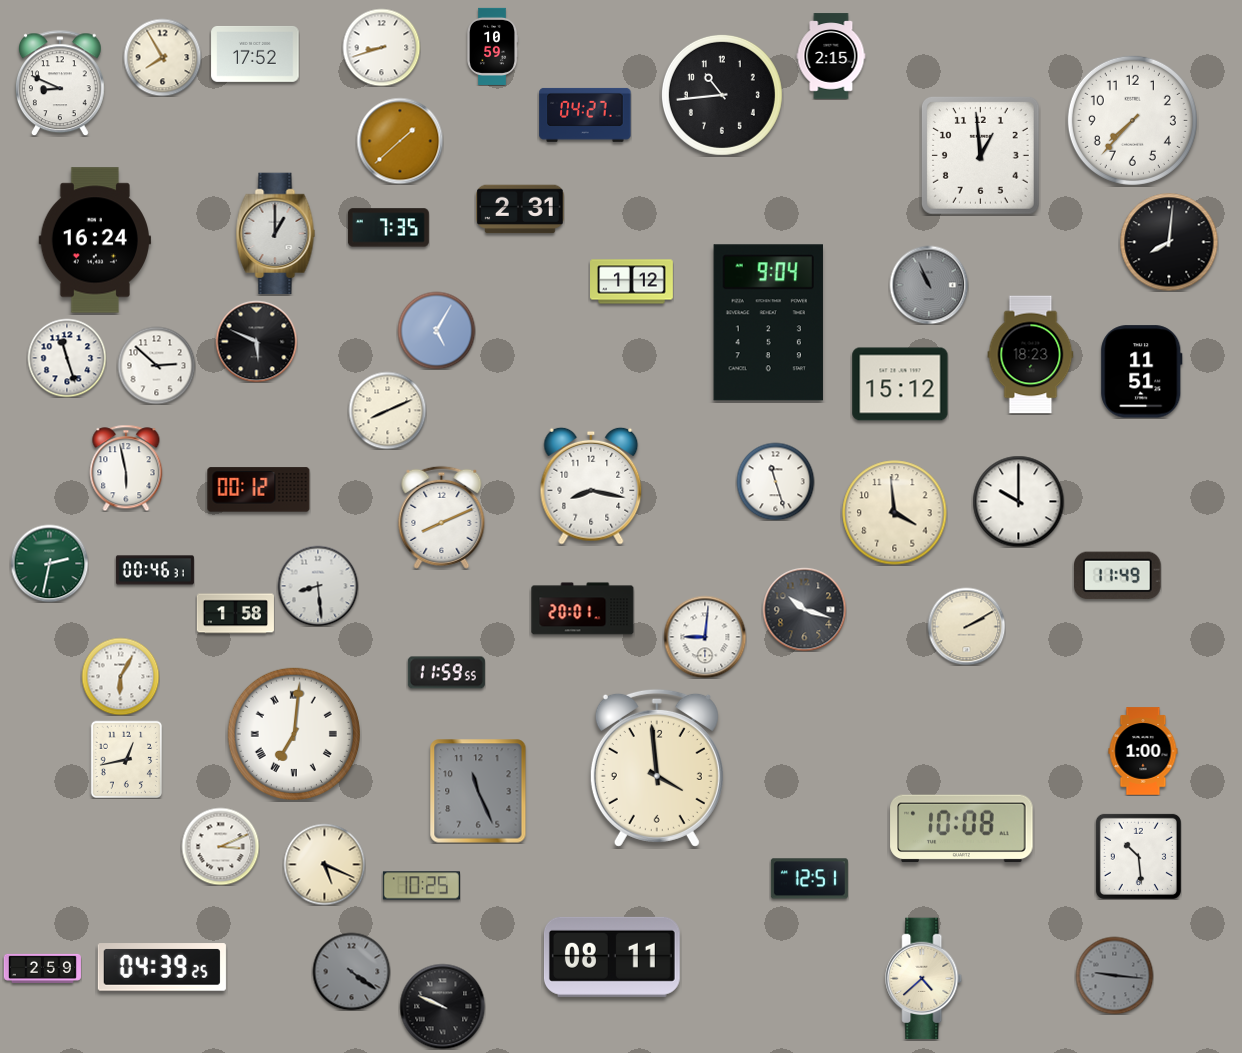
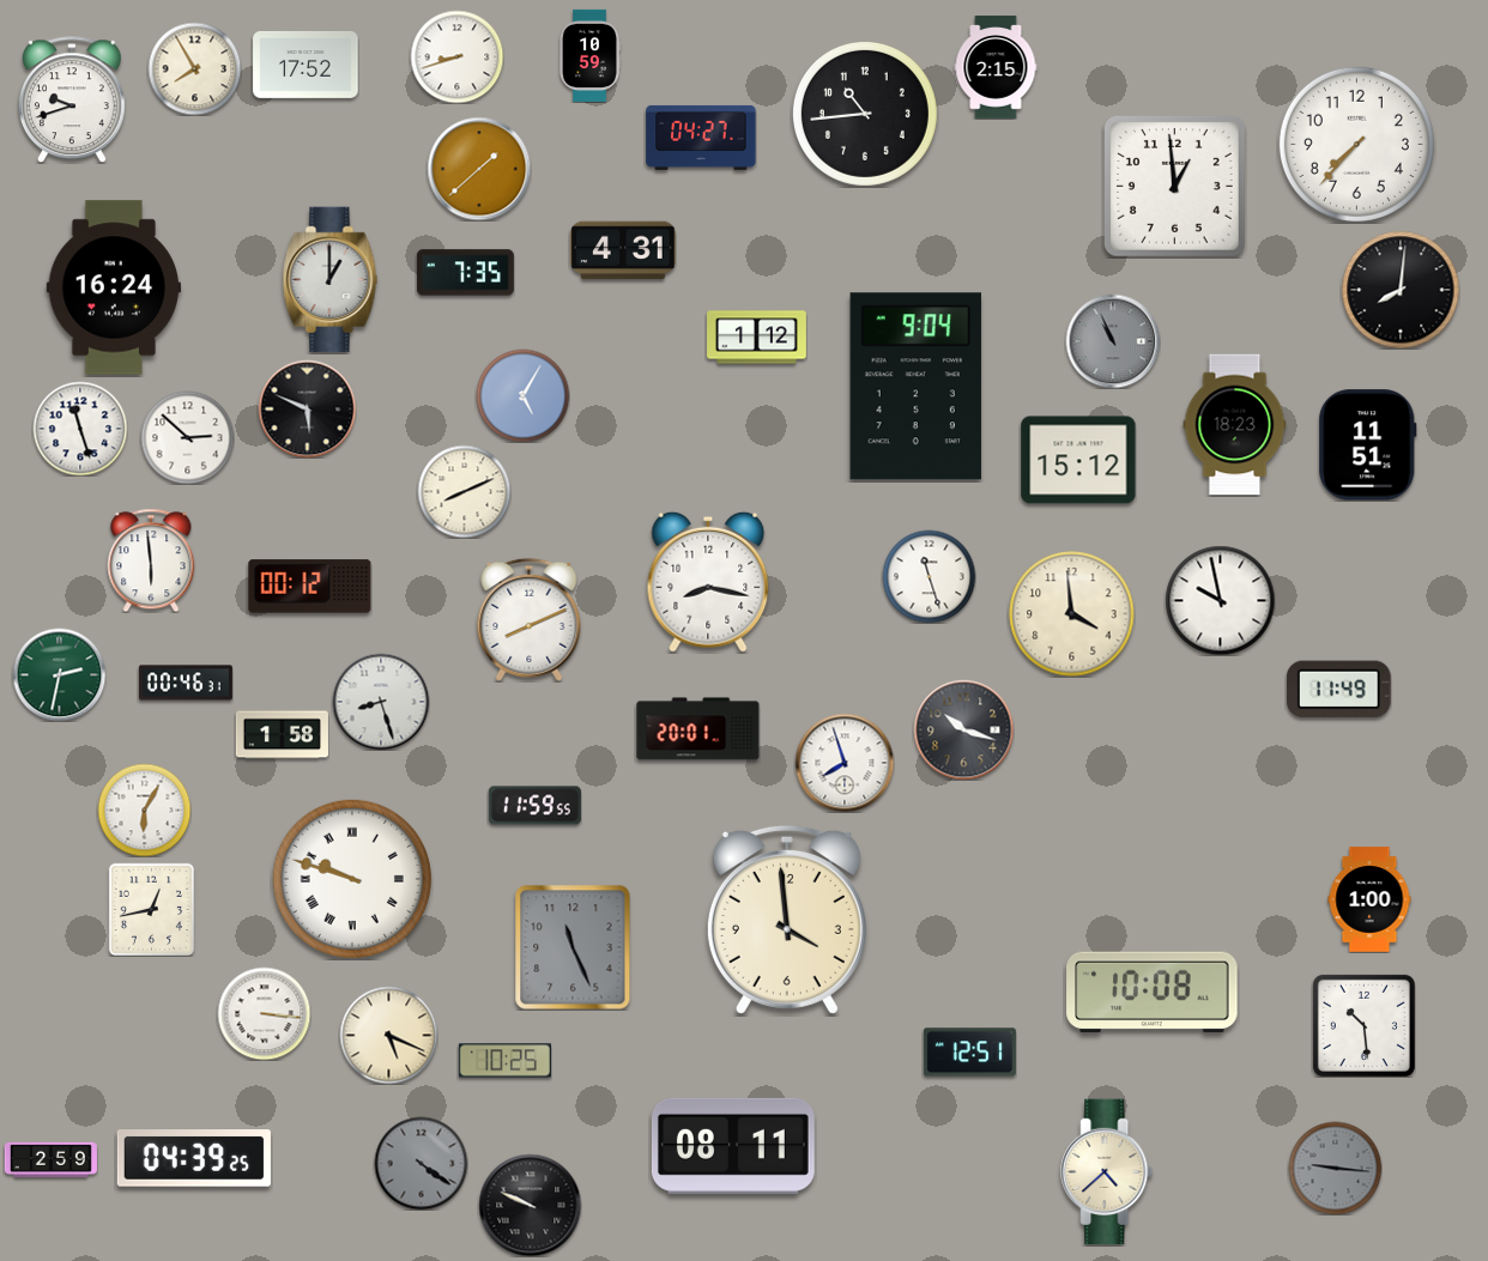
clock at (60, 83): 8:49 -> 9:42
clock at (520, 209): 2:31 -> 4:31
clock at (768, 323) position: (768, 323) -> (915, 387)
clock at (126, 468): 5:58 -> 5:59
clock at (1018, 501): 10:00 -> 9:58
clock at (318, 586): 8:29 -> 8:27
clock at (966, 626): 2:10 -> none
clock at (705, 637): 9:01 -> 7:57
clock at (294, 734): 7:01 -> 9:48
clock at (220, 846): 3:11 -> 3:16
